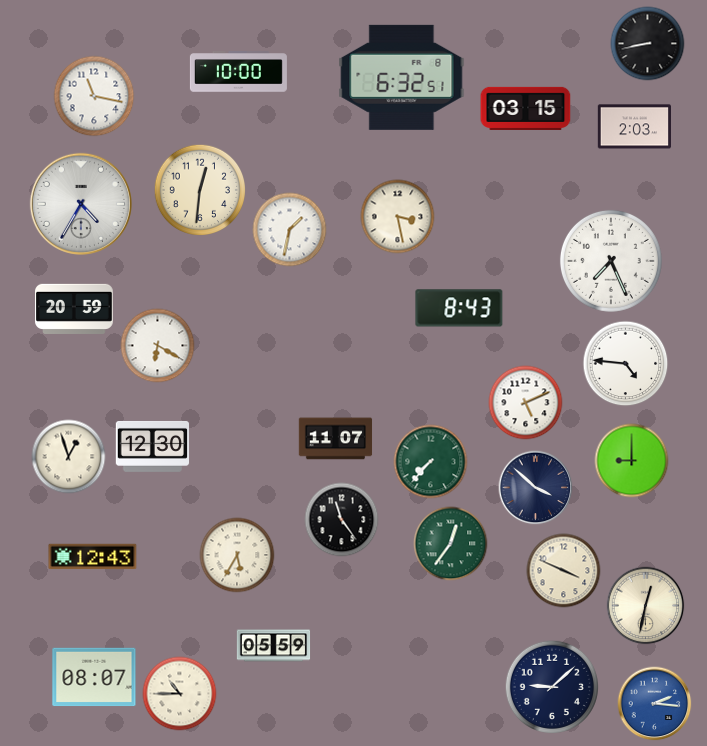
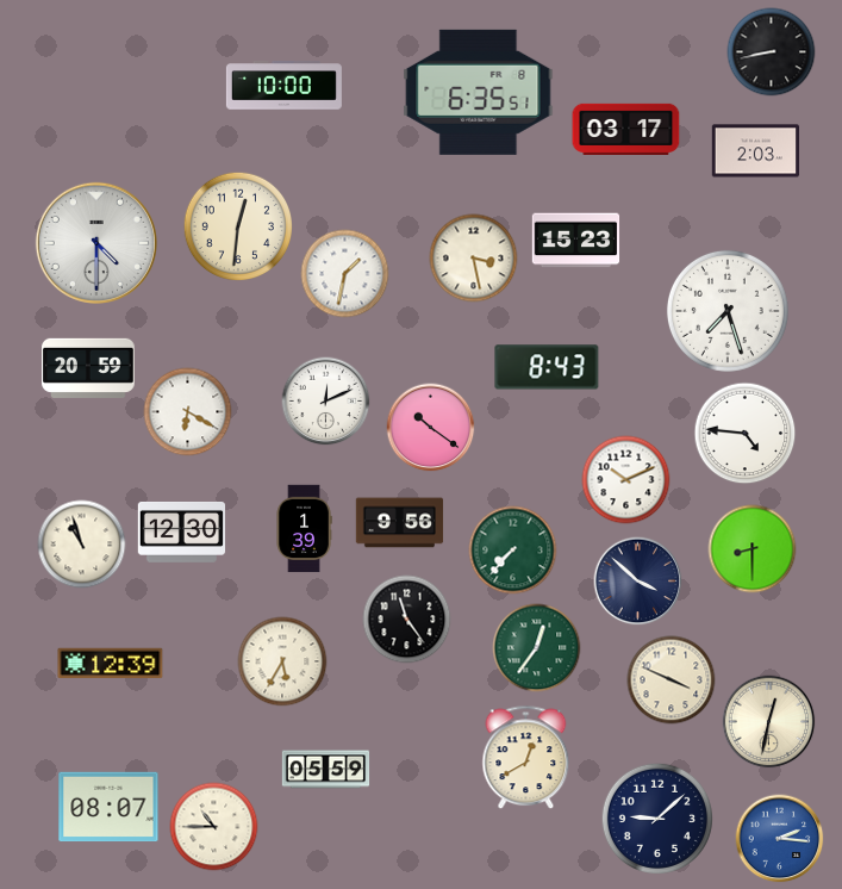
clock at (402, 77): 6:32 -> 6:35
clock at (94, 96): 11:17 -> none
clock at (526, 108): 03:15 -> 03:17
clock at (576, 241): none -> 15:23
clock at (81, 204): 4:35 -> 4:30
clock at (611, 261): 7:26 -> 7:27
clock at (326, 402): none -> 12:11
clock at (431, 428): none -> 10:21
clock at (526, 403): 5:11 -> 10:11
clock at (336, 439): 11:07 -> 9:56
clock at (304, 529): none -> 1:39
clock at (69, 457): 12:57 -> 10:57
clock at (632, 461): 9:00 -> 8:30
clock at (93, 557): 12:43 -> 12:39
clock at (526, 758): none -> 12:40
clock at (94, 677) position: (94, 677) -> (108, 807)
